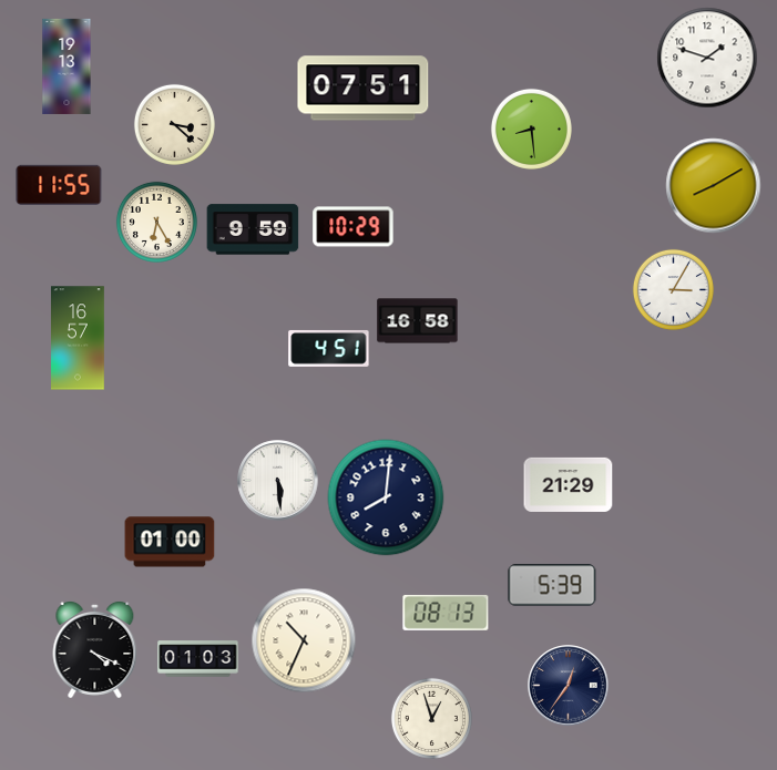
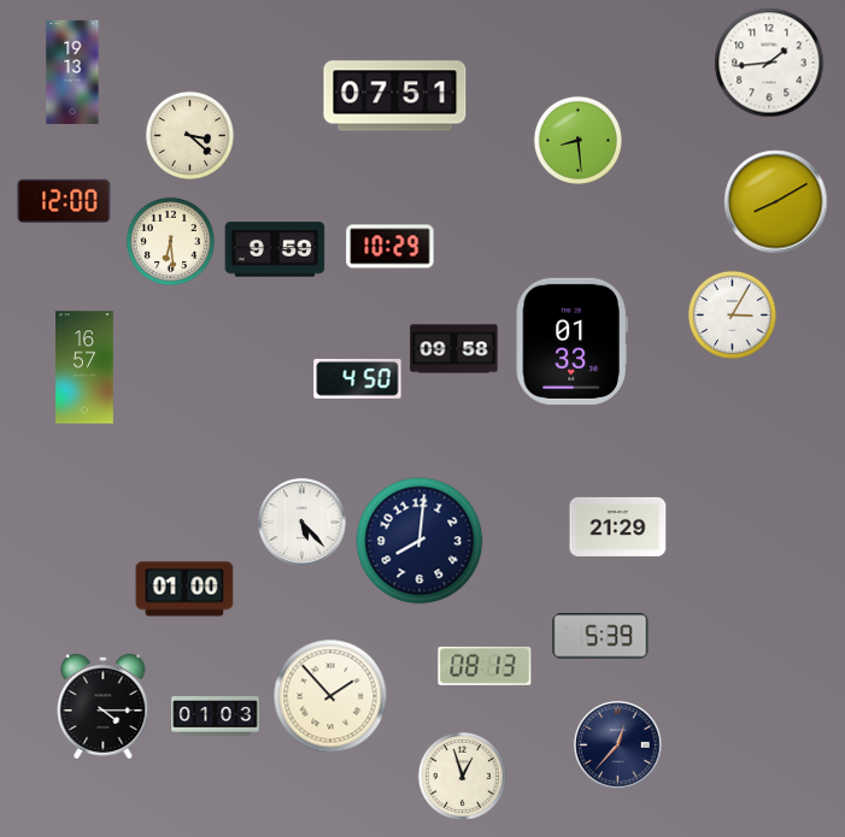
clock at (707, 58): 1:48 -> 1:44
clock at (59, 184): 11:55 -> 12:00
clock at (156, 222): 6:25 -> 6:29
clock at (354, 227) position: (354, 227) -> (391, 247)
clock at (571, 341): none -> 01:33
clock at (418, 321): 16:58 -> 09:58
clock at (329, 348): 4:51 -> 4:50
clock at (278, 481): 5:29 -> 5:23
clock at (304, 640): 10:34 -> 1:53
clock at (95, 649): 4:19 -> 4:15
clock at (569, 686): 12:36 -> 12:37
clock at (431, 718) position: (431, 718) -> (462, 776)
